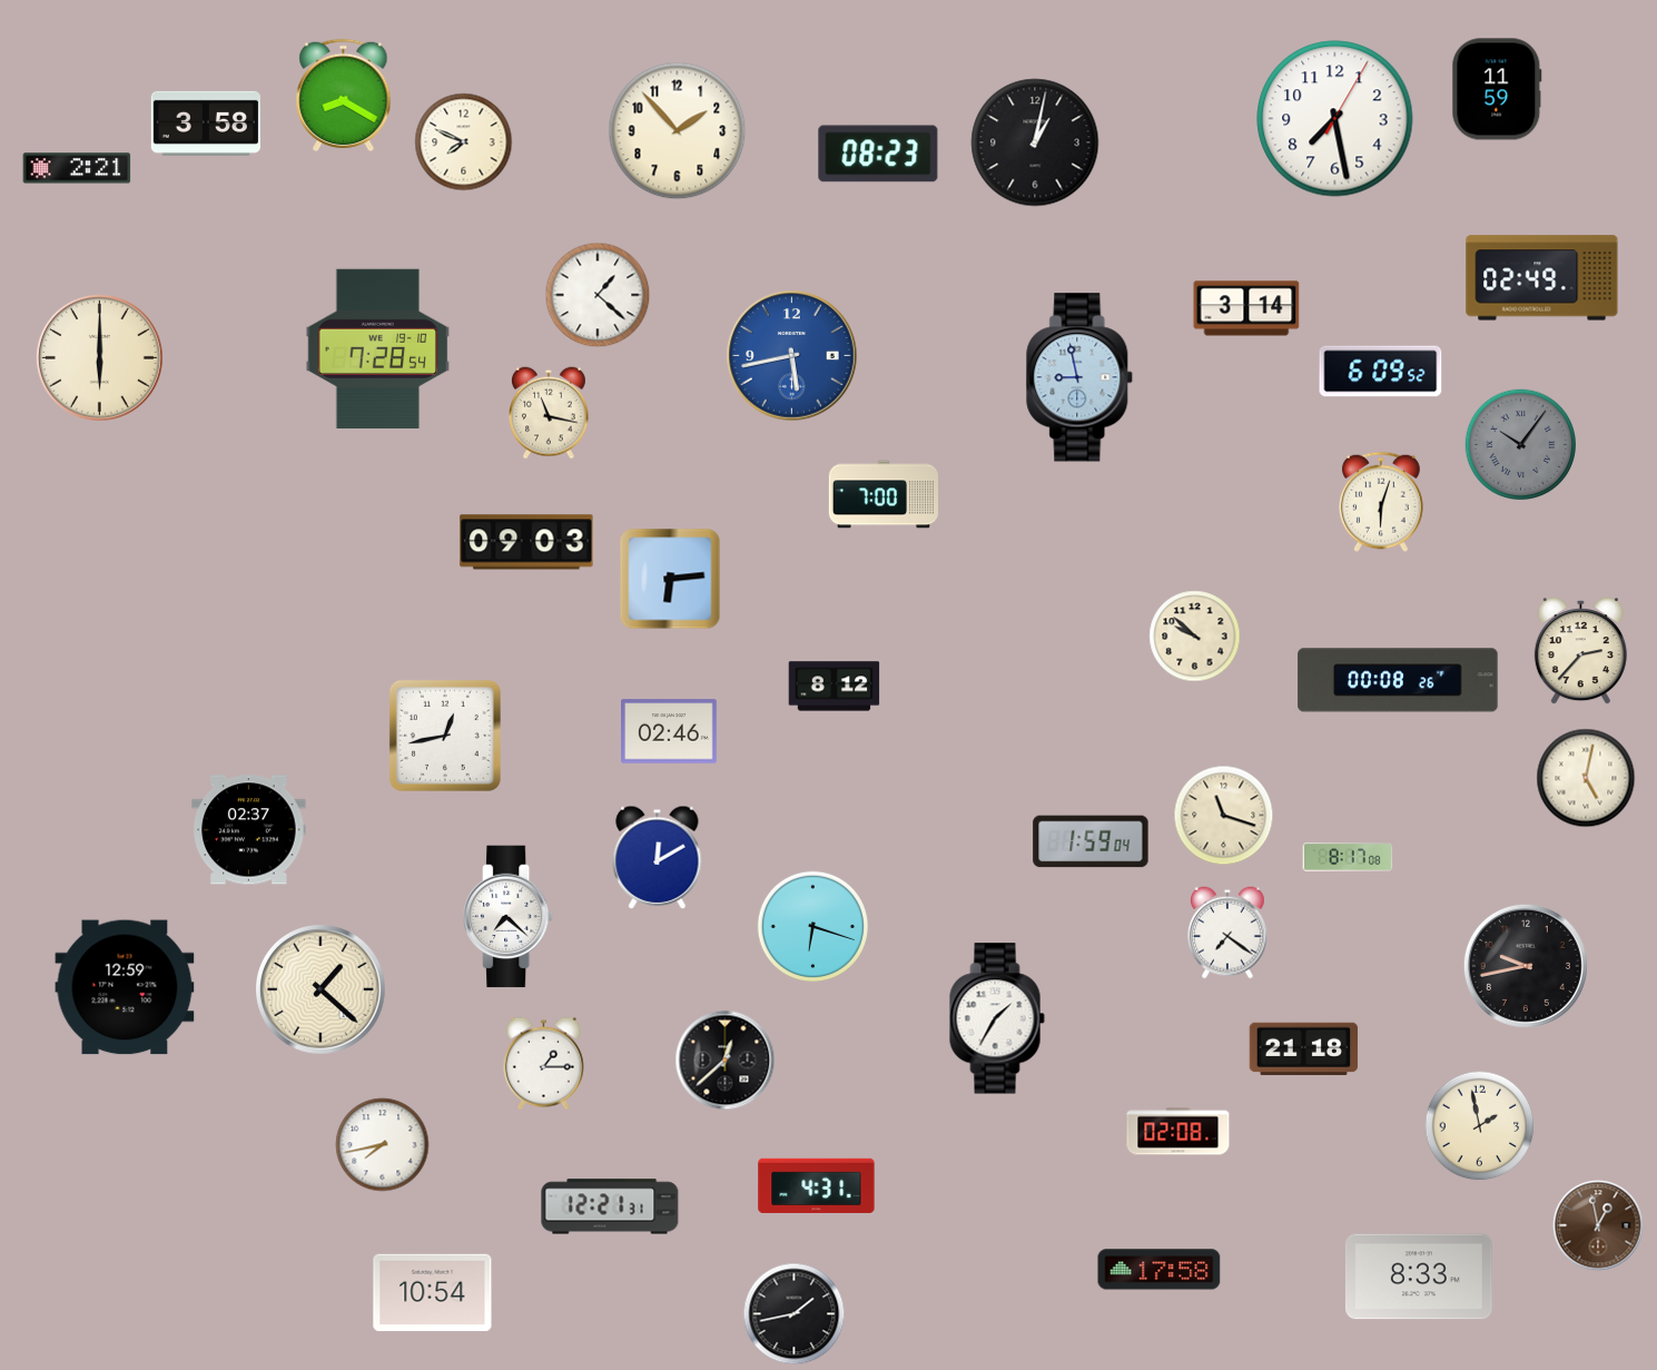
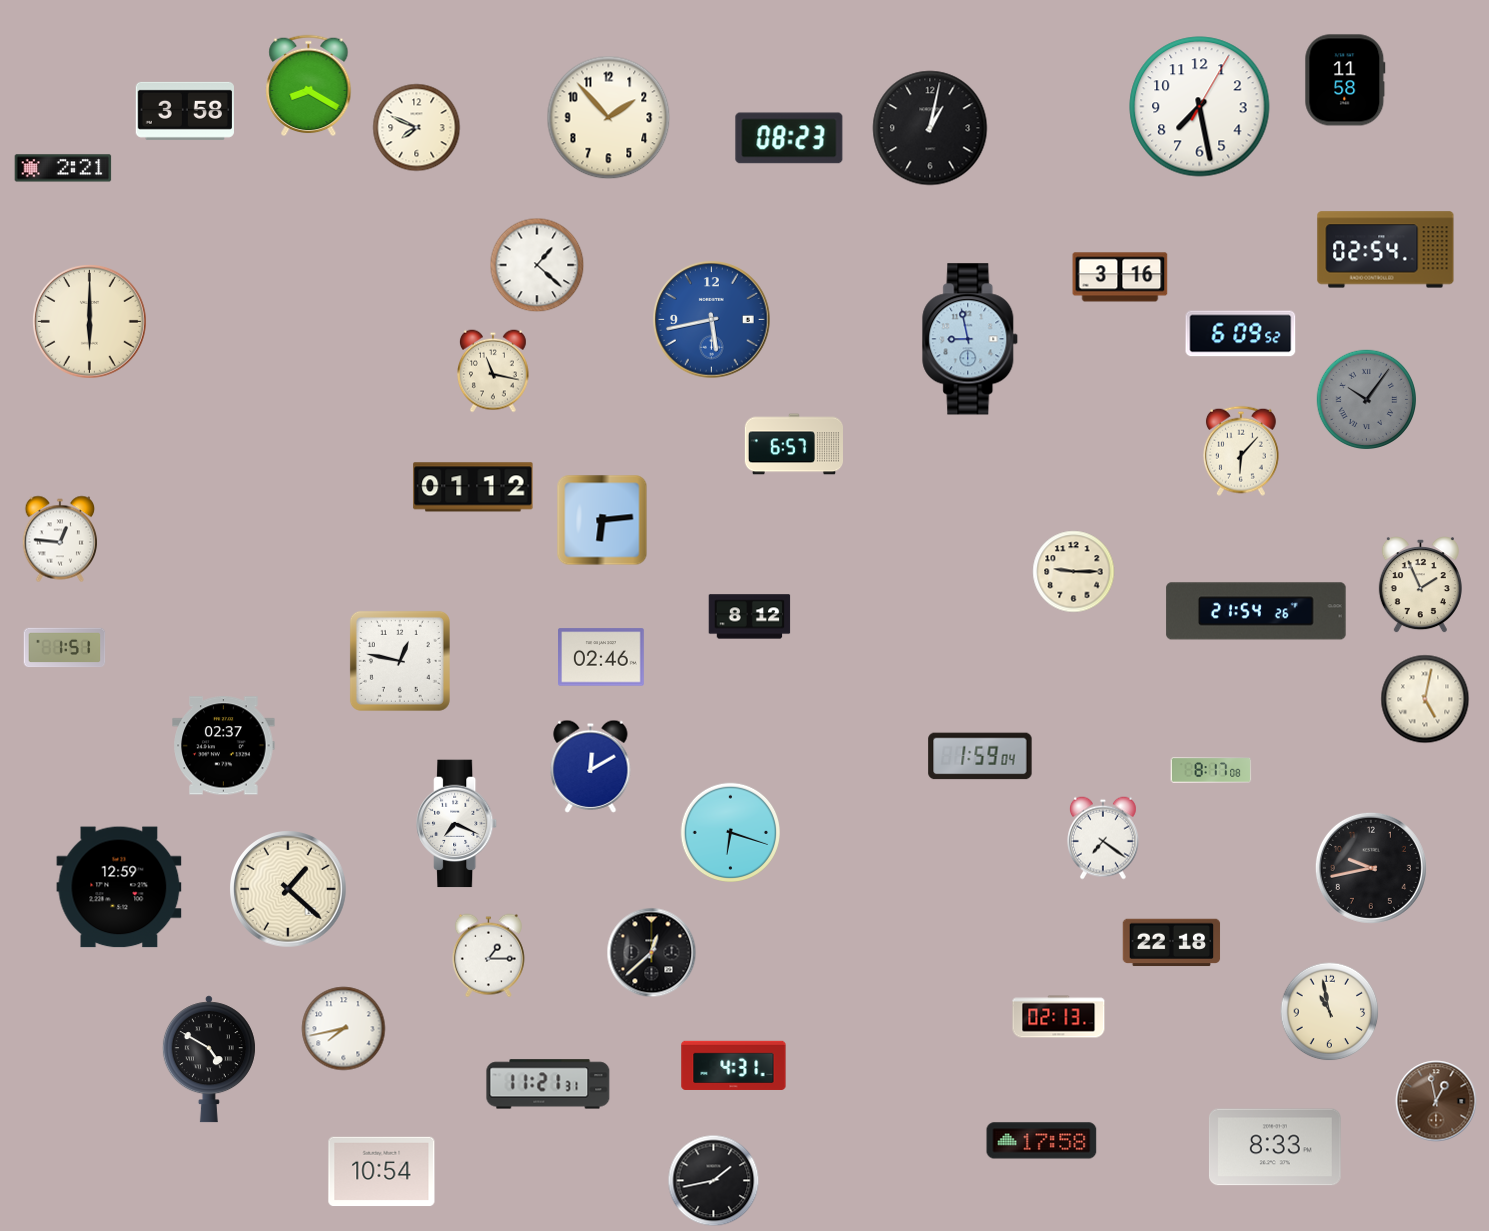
clock at (1497, 89): 11:59 -> 11:58
clock at (77, 168) position: (77, 168) -> (63, 168)
clock at (1542, 278): 02:49 -> 02:54
clock at (1246, 308): 3:14 -> 3:16
clock at (378, 348): 7:28 -> none
clock at (884, 494): 7:00 -> 6:57
clock at (1381, 502): 6:03 -> 6:07
clock at (526, 542): 09:03 -> 01:12
clock at (59, 539): none -> 12:46
clock at (1195, 637): 9:52 -> 9:15
clock at (1580, 651): 2:37 -> 1:56
clock at (1398, 680): 00:08 -> 21:54
clock at (65, 648): none -> 1:51
clock at (445, 736): 12:43 -> 12:47
clock at (1224, 816): 11:18 -> none
clock at (658, 857) position: (658, 857) -> (591, 766)
clock at (509, 917): 7:22 -> 7:19
clock at (125, 987) position: (125, 987) -> (119, 887)
clock at (997, 1018): 1:35 -> none
clock at (1304, 1049): 21:18 -> 22:18
clock at (1480, 1126): 1:58 -> 10:58
clock at (1178, 1132): 02:08 -> 02:13
clock at (209, 1059): none -> 4:50
clock at (610, 1206): 12:21 -> 11:21
clock at (433, 1293) position: (433, 1293) -> (382, 1172)
